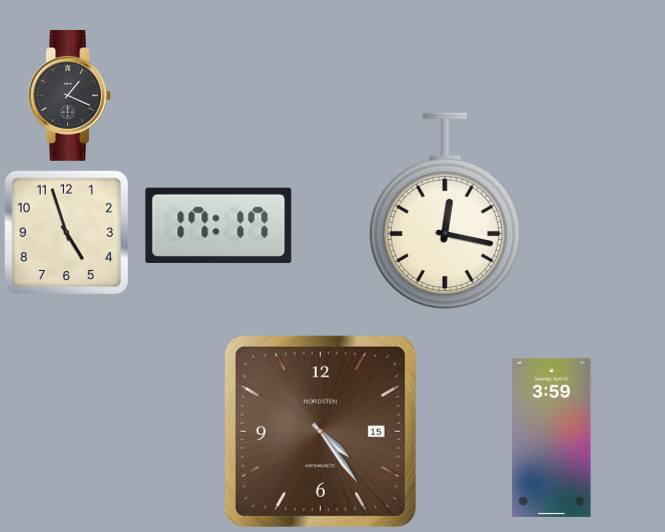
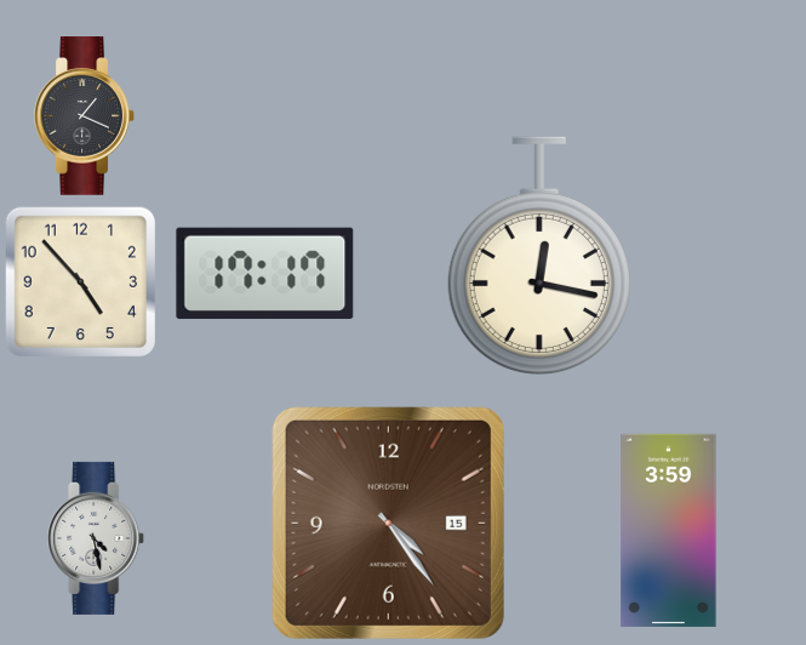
clock at (66, 232): 4:57 -> 4:53
clock at (97, 538): none -> 4:28
